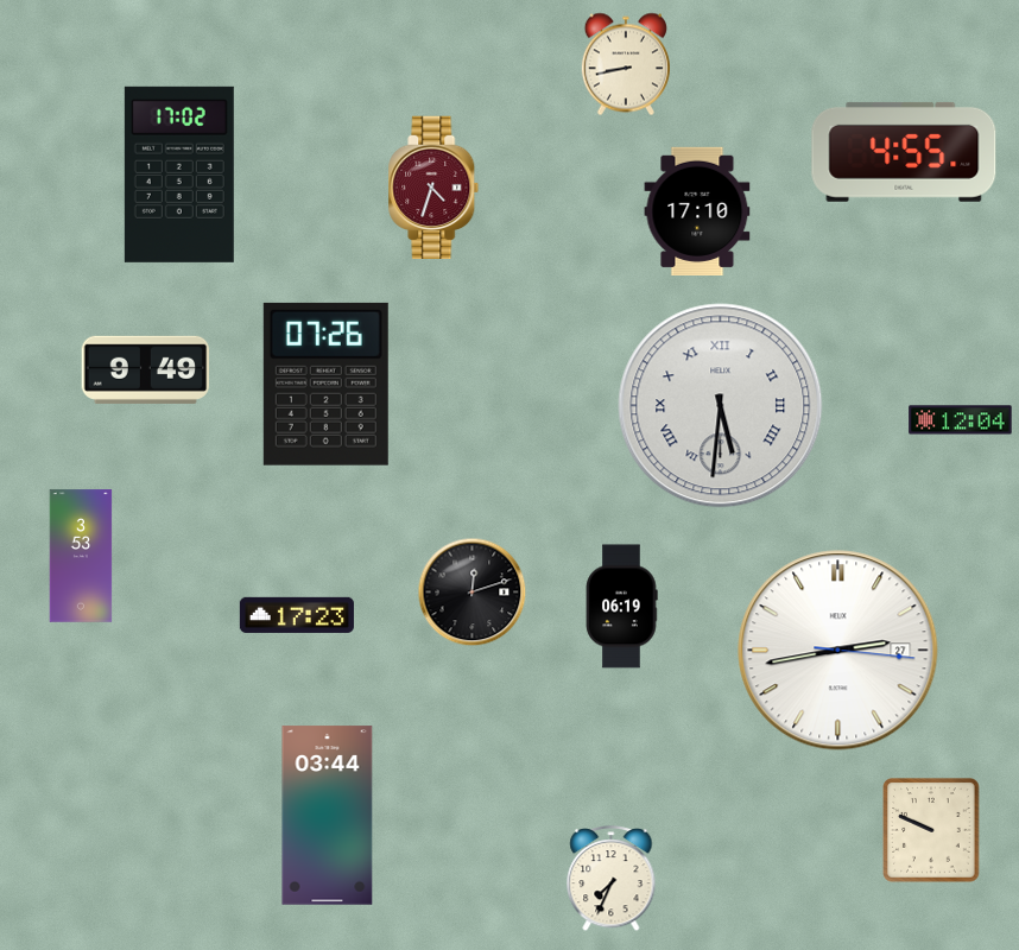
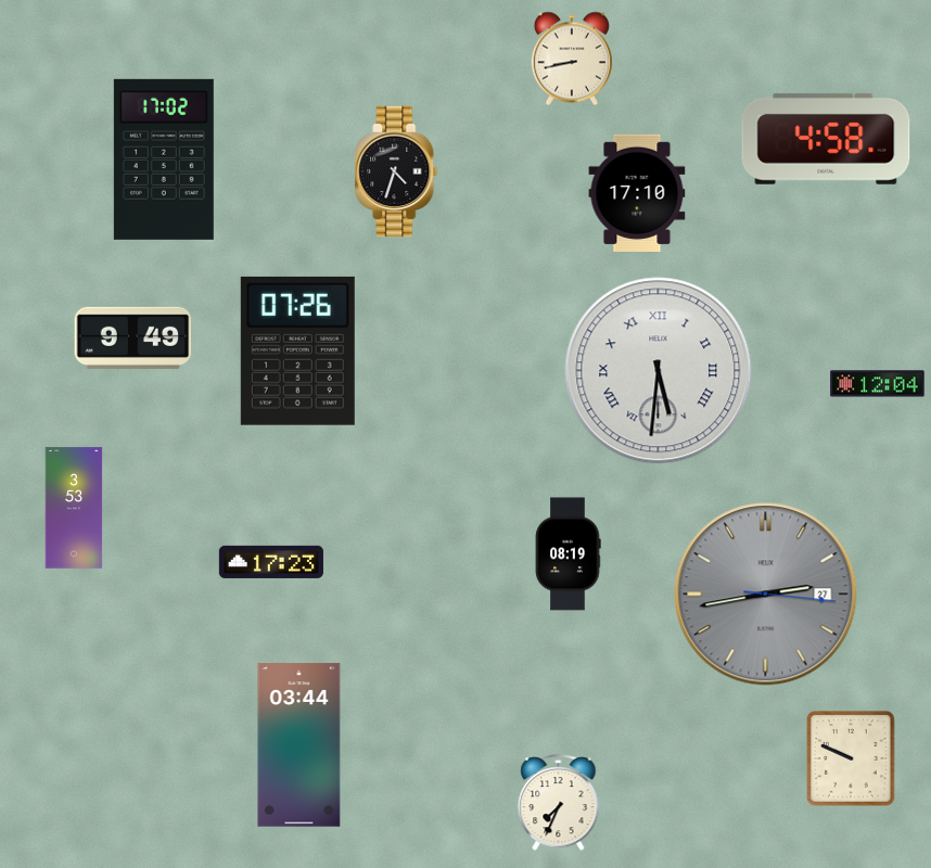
clock at (904, 152): 4:55 -> 4:58
clock at (433, 188) dial: burgundy -> black
clock at (473, 593): 12:12 -> none
clock at (621, 607): 06:19 -> 08:19
clock at (838, 651) dial: white -> grey
